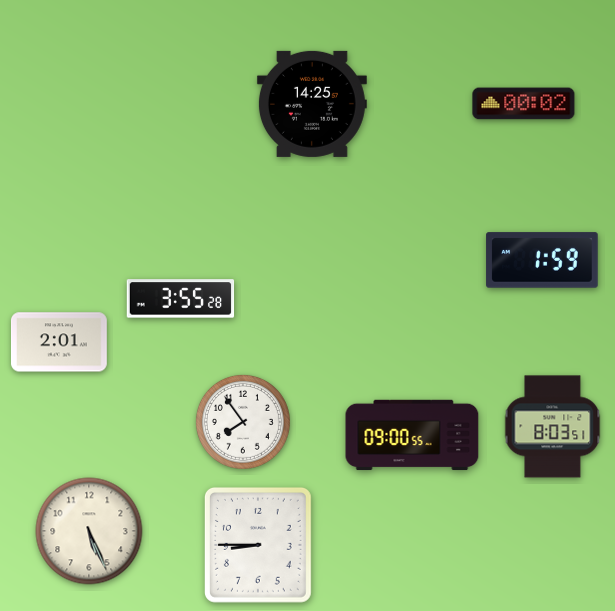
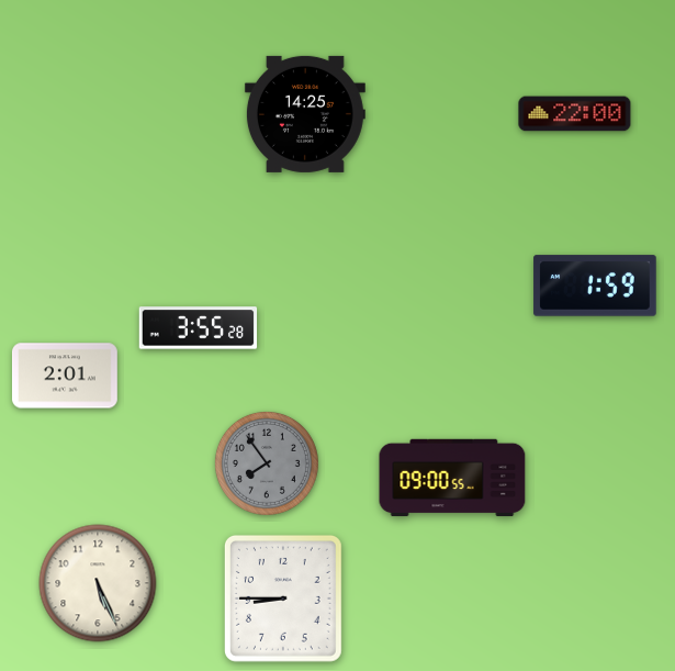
clock at (312, 104) position: (312, 104) -> (305, 114)
clock at (524, 104): 00:02 -> 22:00
clock at (243, 422) dial: white -> grey
clock at (553, 427): 8:03 -> none
